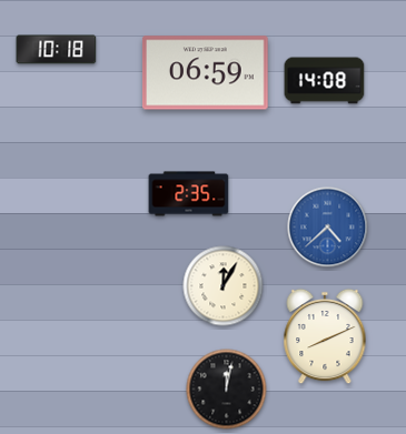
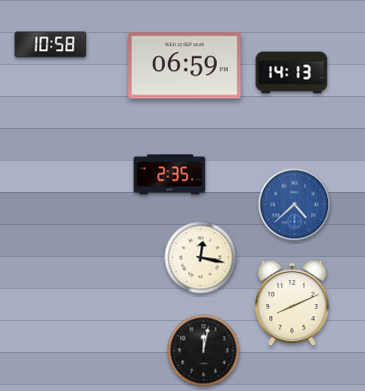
clock at (57, 50): 10:18 -> 10:58
clock at (325, 81): 14:08 -> 14:13
clock at (224, 286): 12:05 -> 12:17
